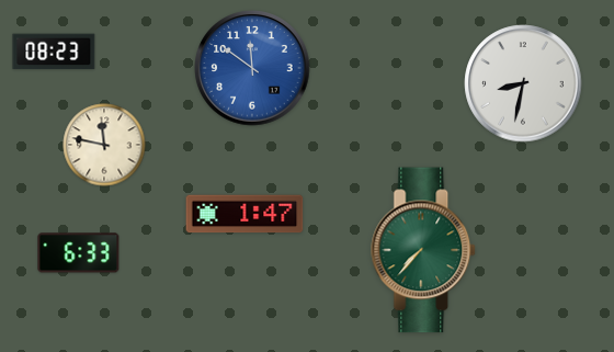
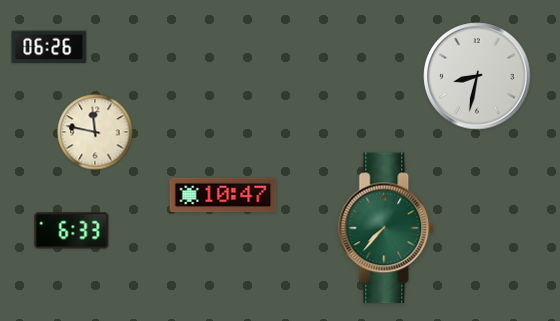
clock at (54, 52): 08:23 -> 06:26
clock at (252, 68): 11:51 -> none
clock at (245, 214): 1:47 -> 10:47
